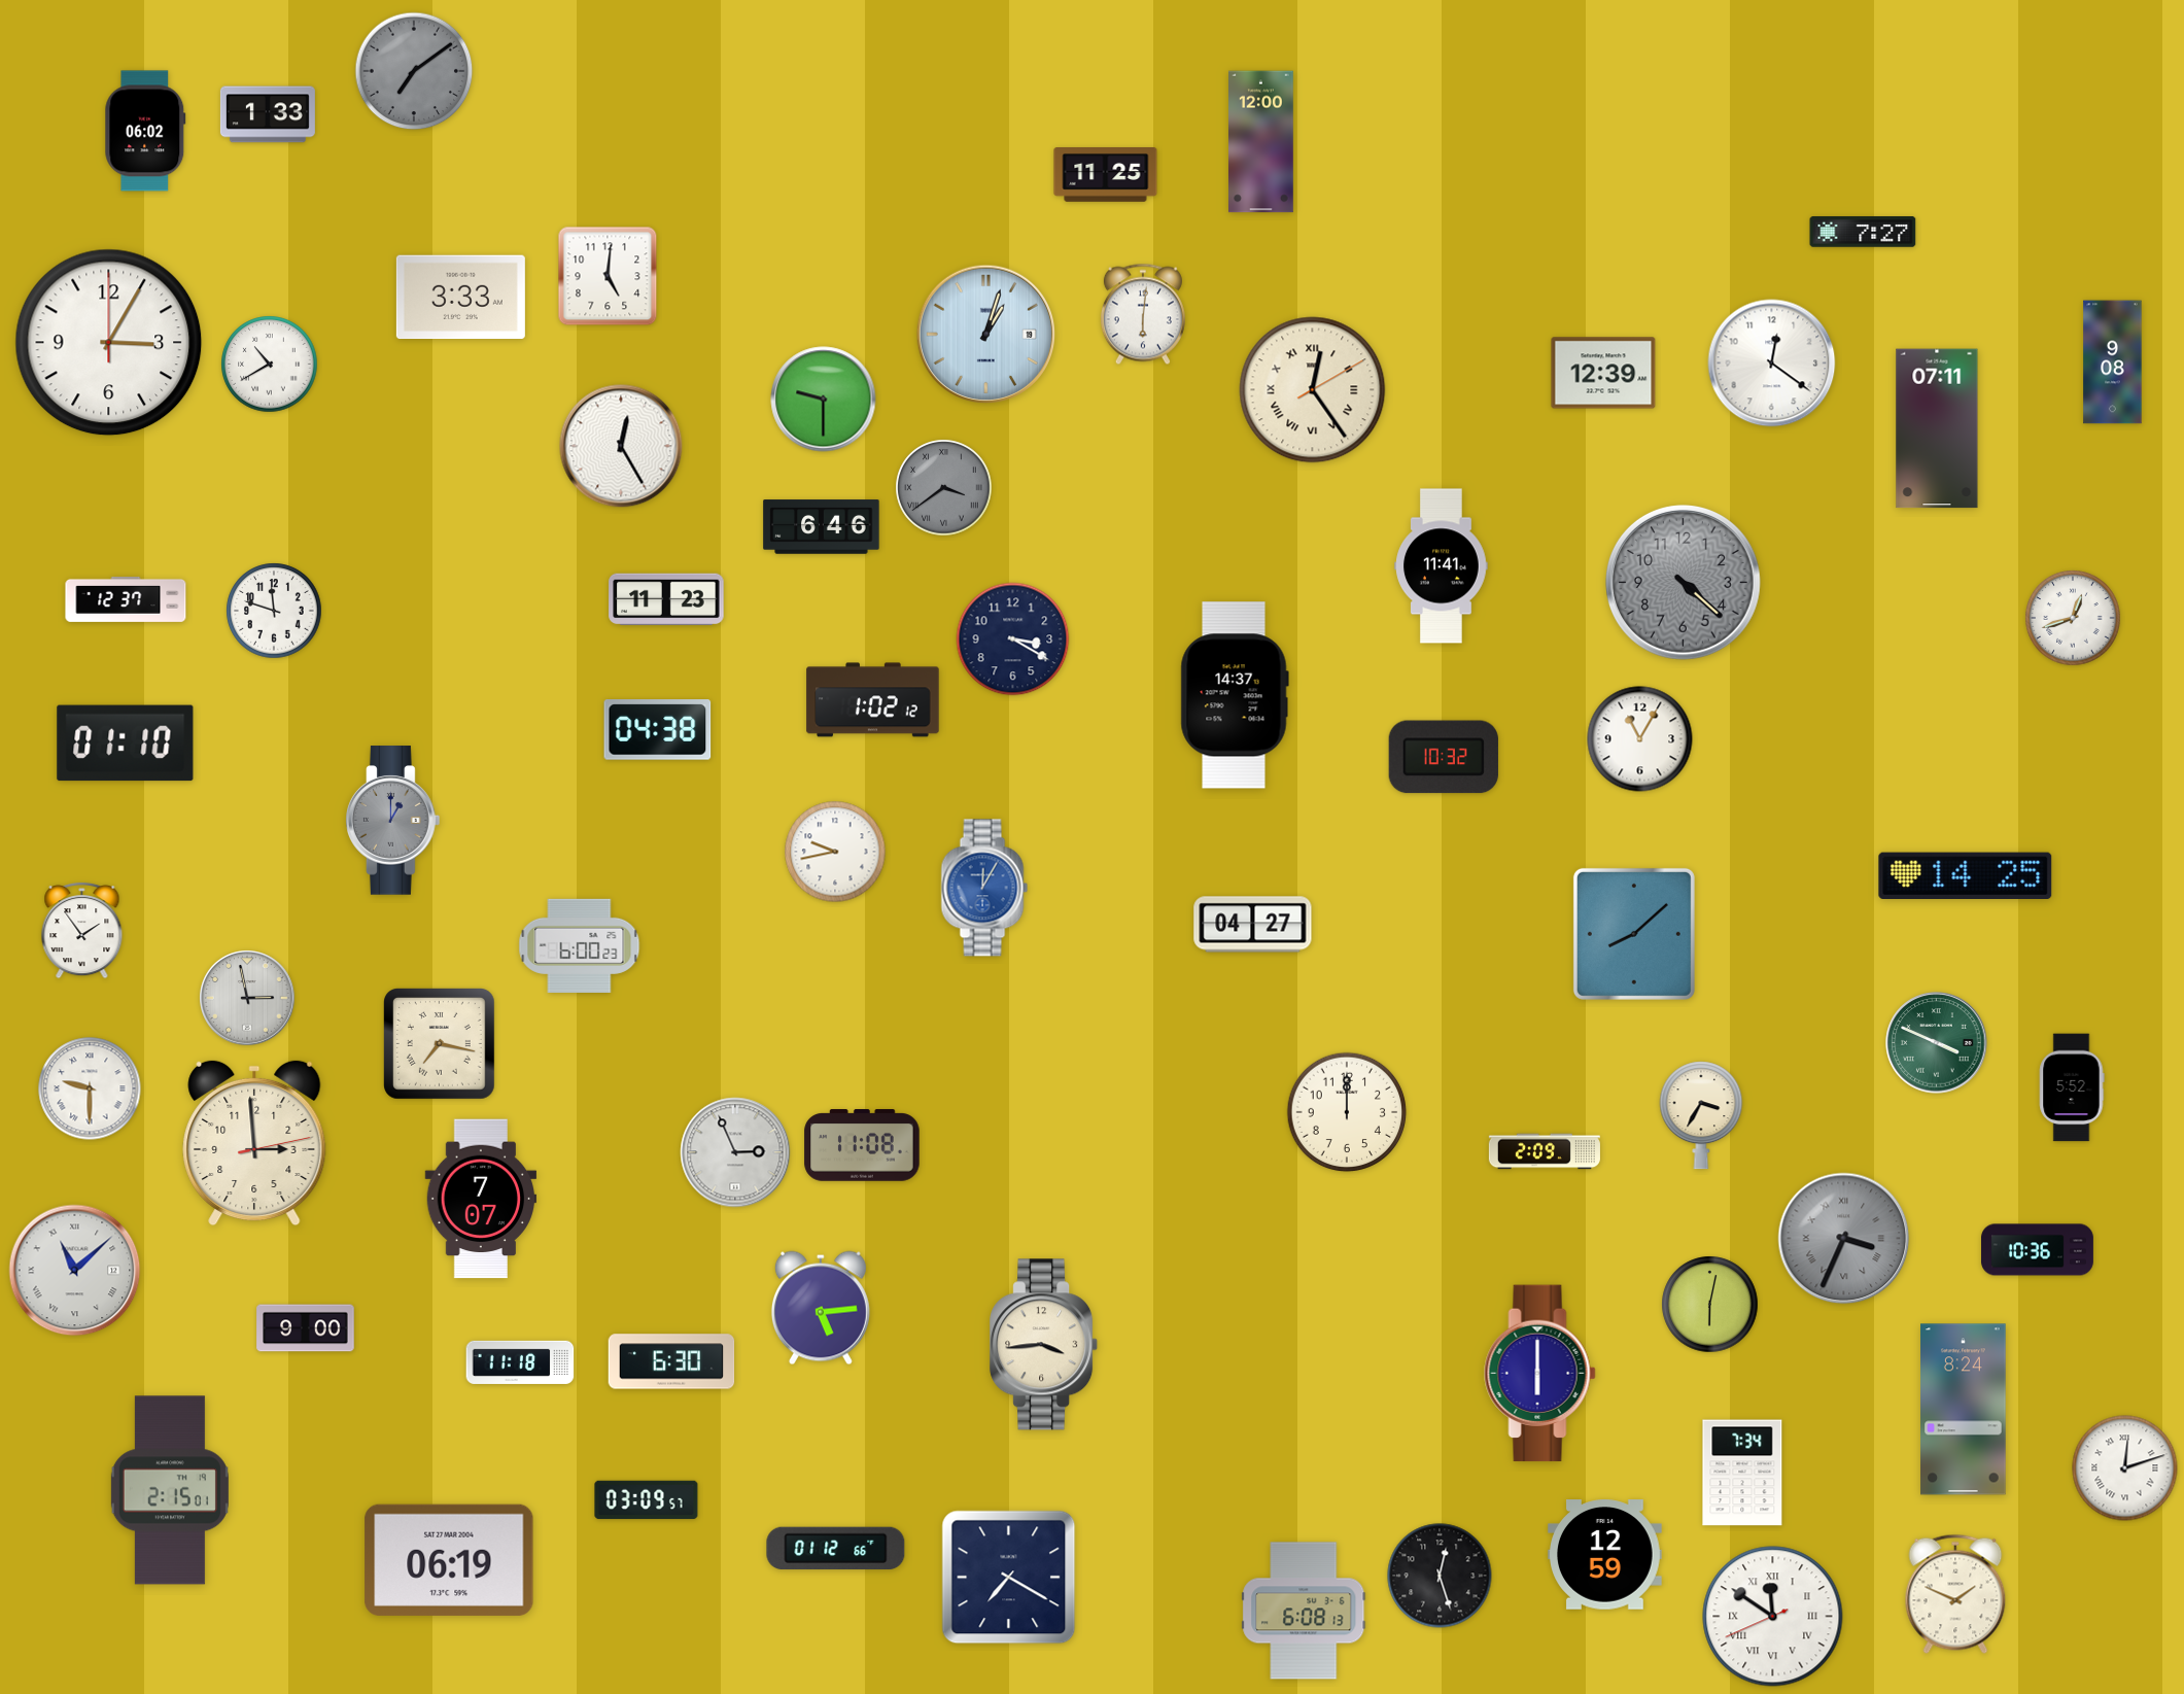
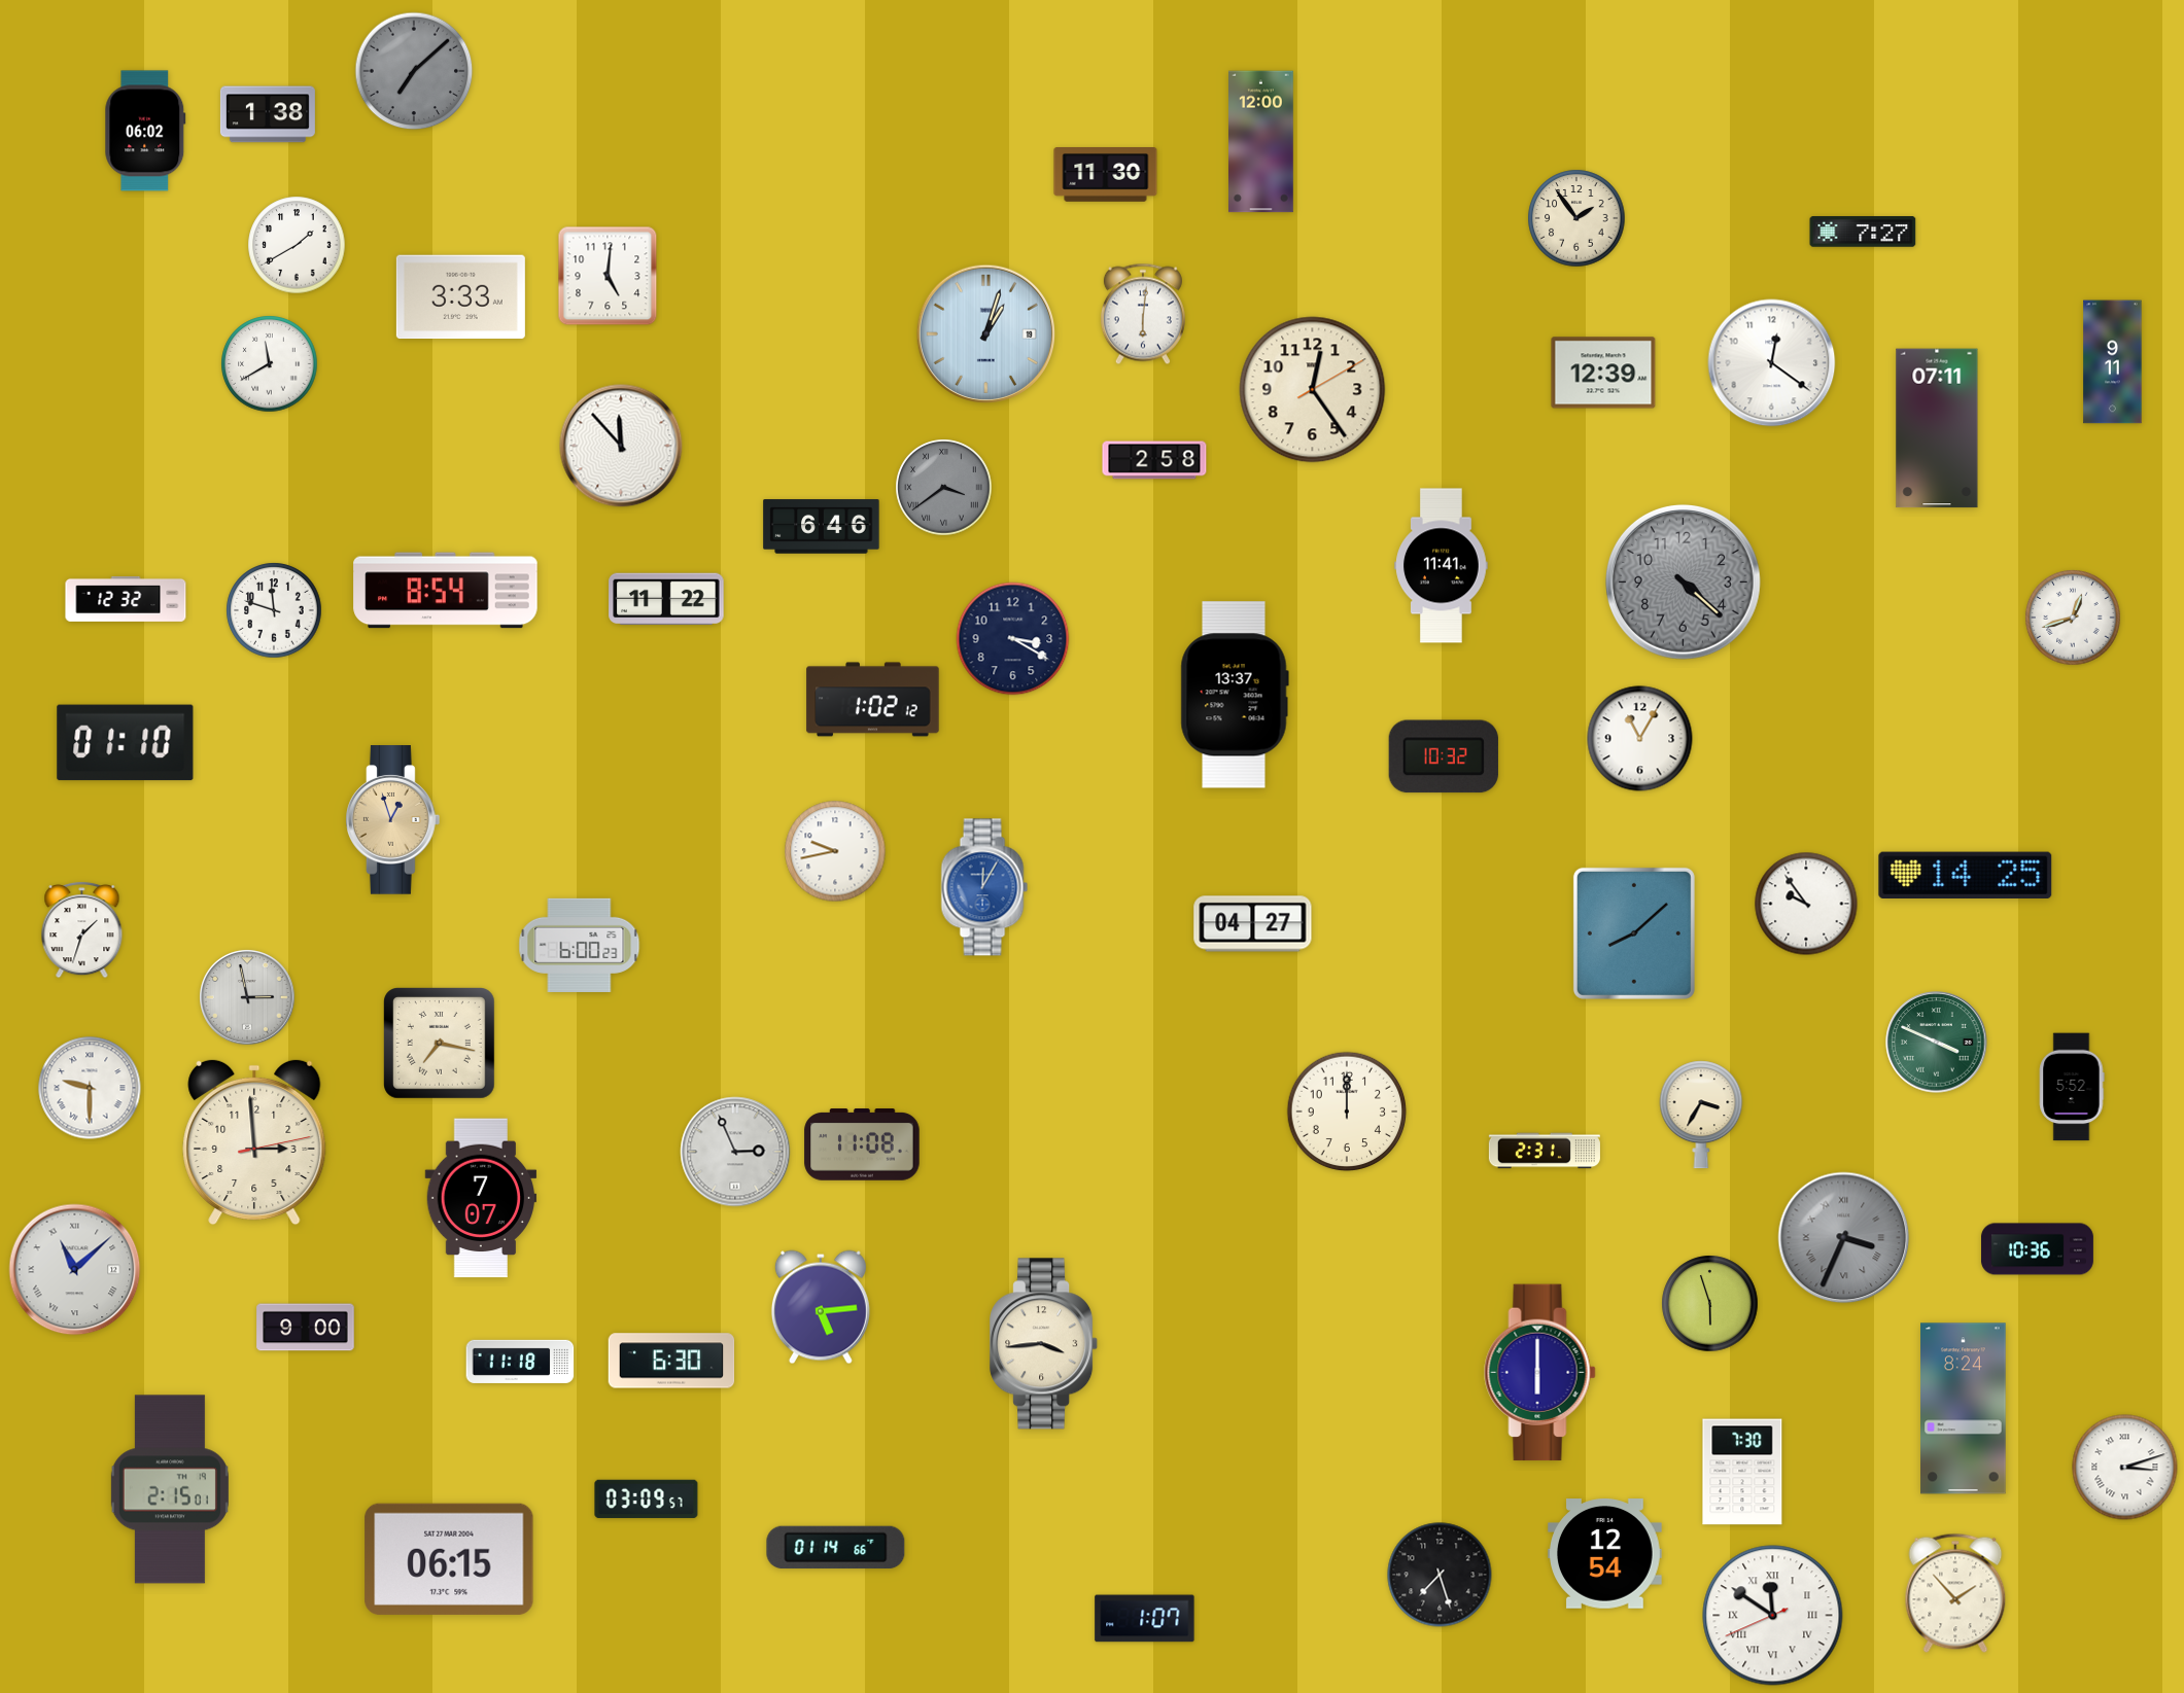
clock at (414, 71): 7:09 -> 7:08
clock at (268, 114): 1:33 -> 1:38
clock at (1106, 175): 11:25 -> 11:30
clock at (1576, 218): none -> 1:54
clock at (297, 245): none -> 1:40
clock at (109, 343): 3:05 -> none
clock at (2113, 362): 9:08 -> 9:11
clock at (270, 365): 10:40 -> 11:40
clock at (1313, 390) numerals: Roman -> Arabic
clock at (824, 400): 9:30 -> none
clock at (621, 446): 12:25 -> 11:53
clock at (1154, 460): none -> 2:58
clock at (446, 591): none -> 8:54
clock at (126, 599): 12:37 -> 12:32
clock at (666, 599): 11:23 -> 11:22
clock at (1235, 695): 14:37 -> 13:37
clock at (658, 730): 04:38 -> none
clock at (393, 821): 1:00 -> 12:57
clock at (393, 821) dial: grey -> champagne
clock at (1806, 904): none -> 9:54
clock at (82, 930): 1:54 -> 1:33
clock at (1545, 1151): 2:09 -> 2:31
clock at (1710, 1305): 6:02 -> 5:57
clock at (2125, 1468): 12:12 -> 3:12
clock at (1742, 1473): 7:34 -> 7:30
clock at (836, 1549): 01:12 -> 01:14
clock at (1605, 1555): 12:59 -> 12:54
clock at (449, 1560): 06:19 -> 06:15
clock at (1440, 1576): 12:27 -> 7:27
clock at (1009, 1578): 7:20 -> none
clock at (1955, 1594): 1:49 -> 1:53
clock at (1304, 1611): 6:08 -> none
clock at (1145, 1619): none -> 1:07
